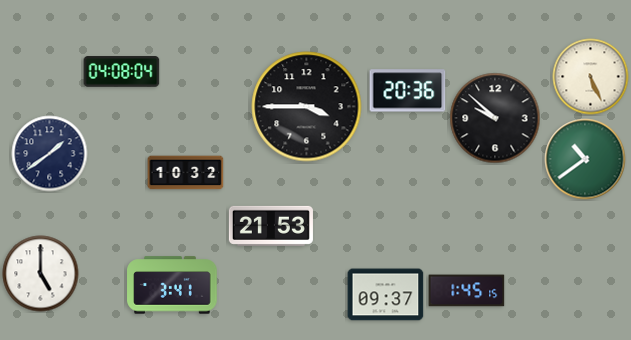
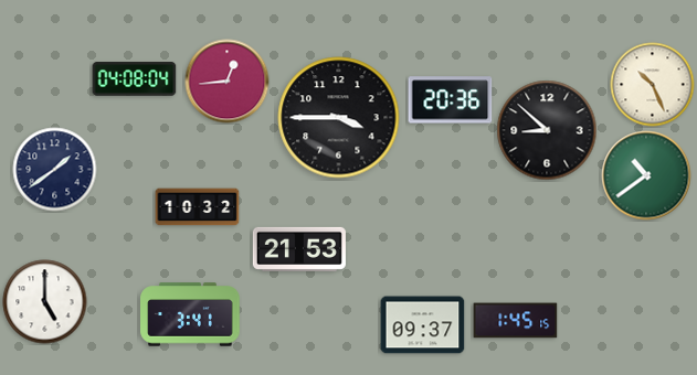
clock at (228, 82): none -> 12:44
clock at (591, 77): 5:26 -> 10:26
clock at (495, 118): 9:52 -> 8:52
clock at (186, 173) position: (186, 173) -> (198, 207)
clock at (386, 295) position: (386, 295) -> (423, 325)
